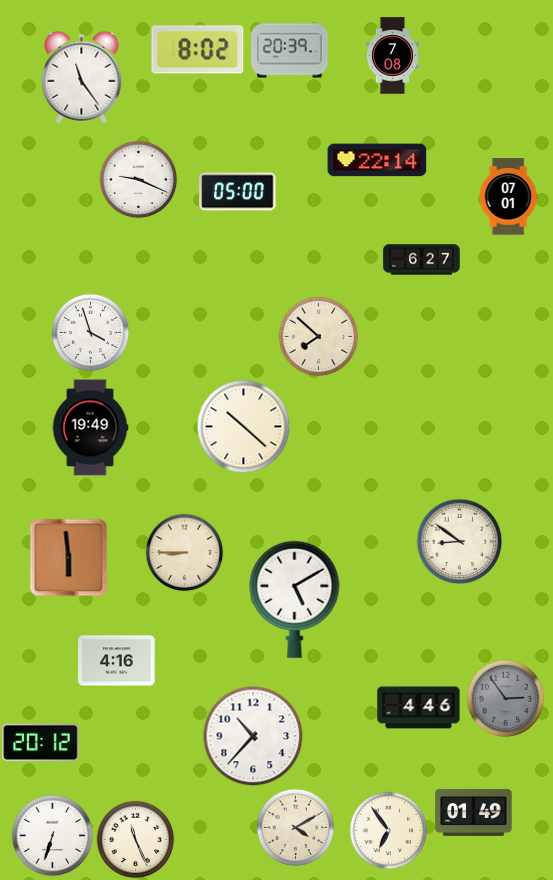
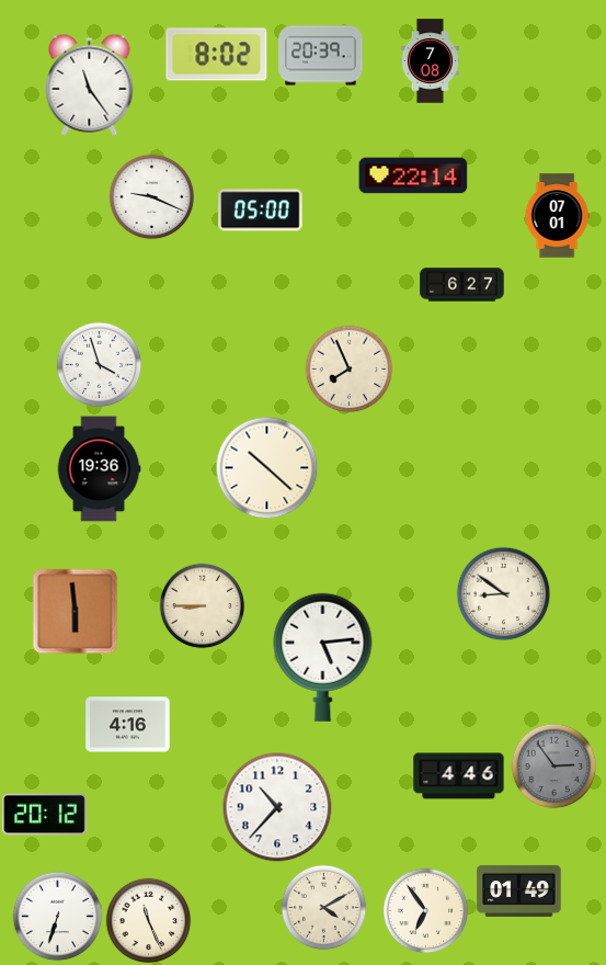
clock at (290, 51) position: (290, 51) -> (321, 56)
clock at (318, 336): 7:52 -> 7:56
clock at (90, 428): 19:49 -> 19:36
clock at (295, 599): 5:10 -> 5:14
